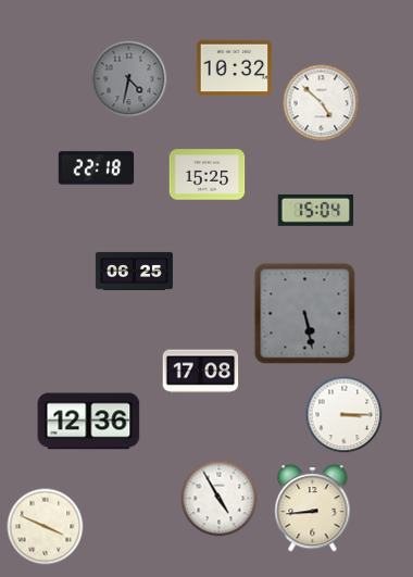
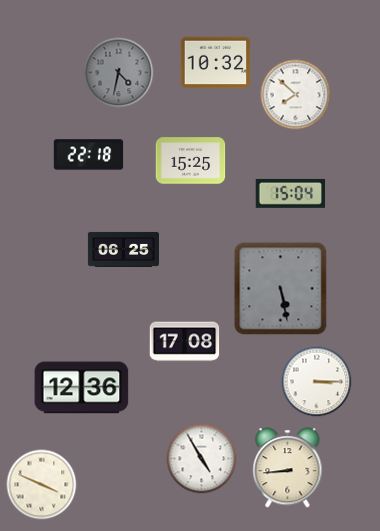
clock at (322, 103): 4:52 -> 7:52
